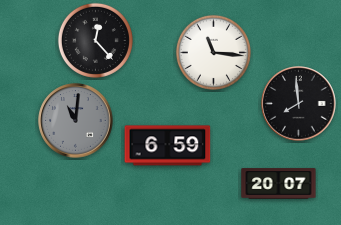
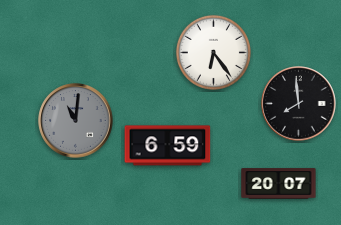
clock at (95, 40): 12:23 -> none
clock at (213, 52): 11:16 -> 6:24
